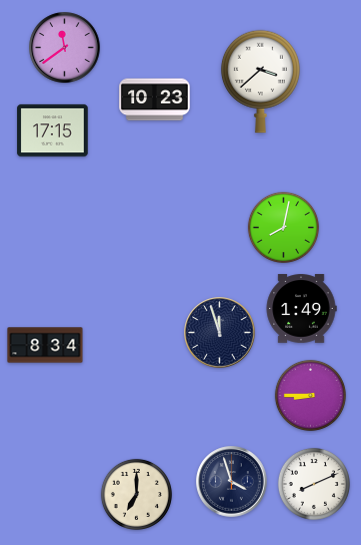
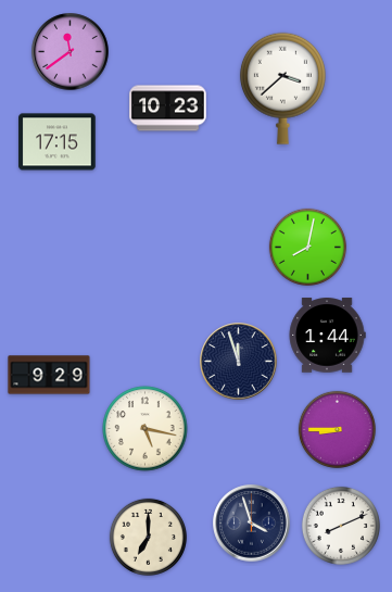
clock at (301, 309): 1:49 -> 1:44
clock at (45, 345): 8:34 -> 9:29
clock at (146, 429): none -> 5:17
